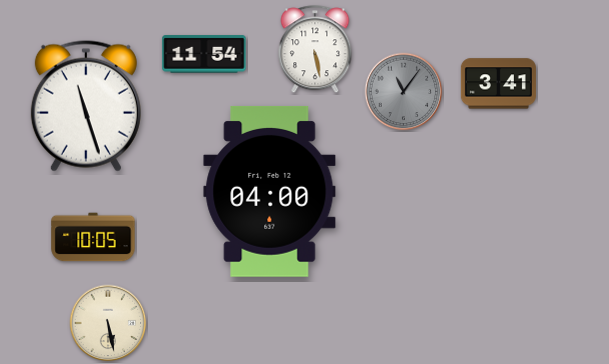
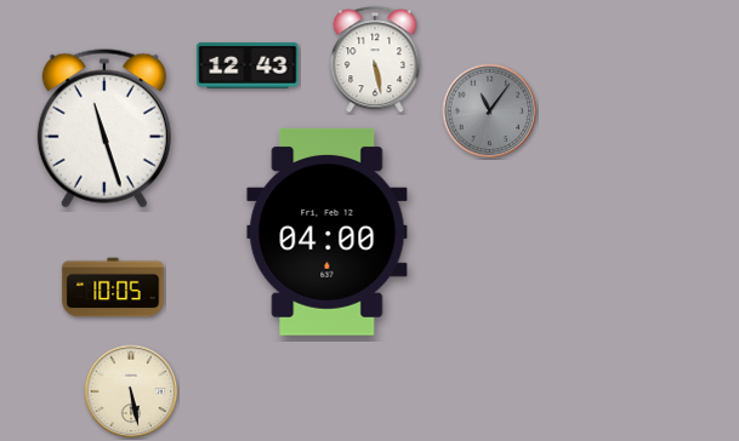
clock at (315, 50) position: (315, 50) -> (375, 61)
clock at (204, 54): 11:54 -> 12:43
clock at (498, 84): 3:41 -> none
